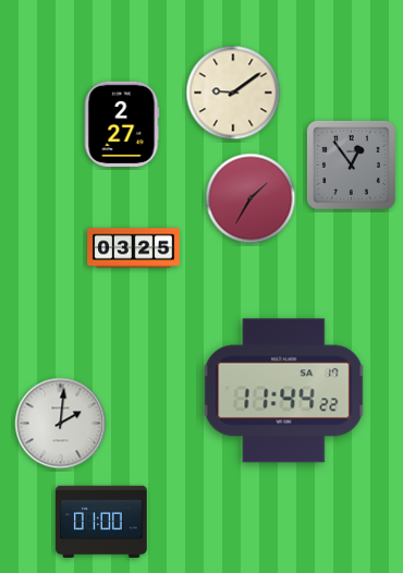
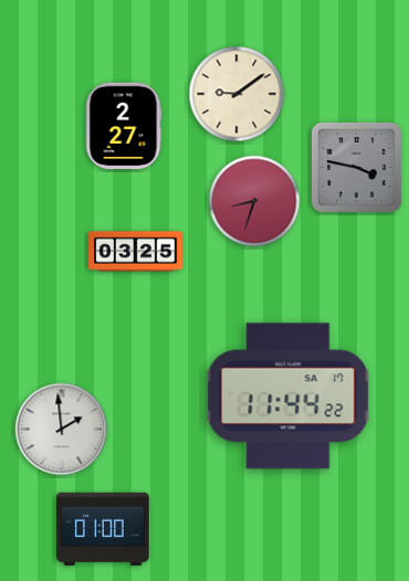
clock at (351, 164): 12:54 -> 3:47
clock at (251, 198): 1:35 -> 8:33
clock at (61, 424): 2:01 -> 1:59
